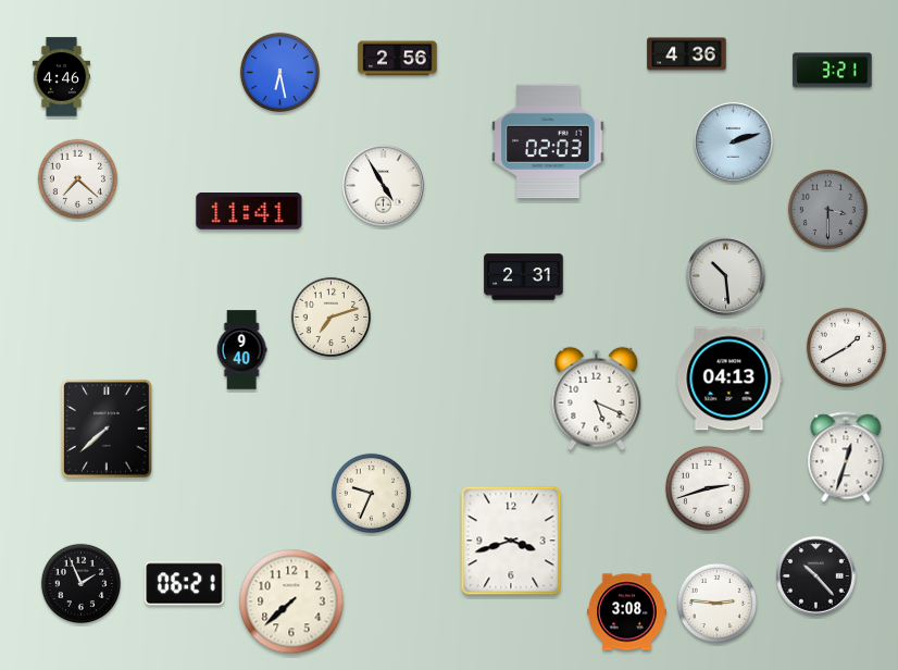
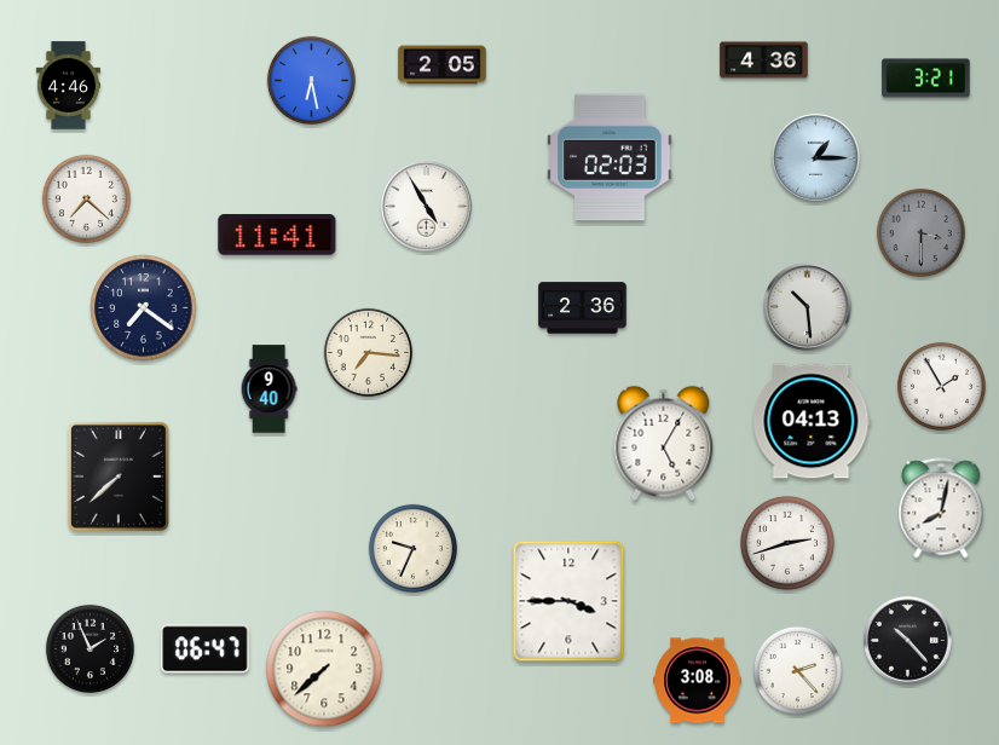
clock at (398, 59): 2:56 -> 2:05
clock at (734, 142): 2:12 -> 1:15
clock at (144, 308): none -> 7:21
clock at (524, 277): 2:31 -> 2:36
clock at (330, 317): 7:12 -> 7:16
clock at (846, 347): 1:40 -> 1:55
clock at (597, 399): 5:19 -> 5:05
clock at (846, 457): 12:33 -> 8:02
clock at (511, 541): 3:42 -> 3:45
clock at (185, 584): 06:21 -> 06:47
clock at (716, 603): 2:46 -> 2:23
